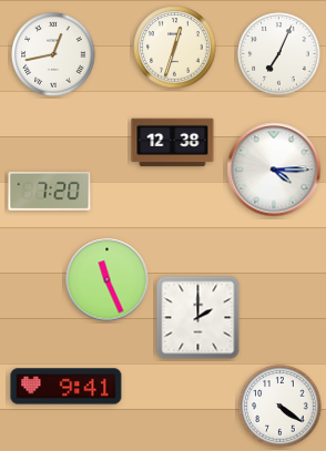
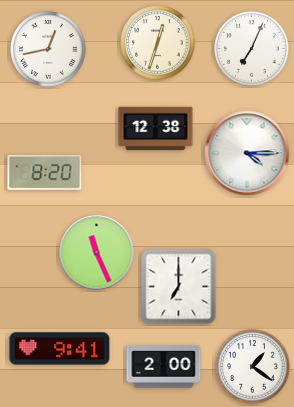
clock at (50, 191): 7:20 -> 8:20
clock at (198, 318): 2:00 -> 7:00
clock at (164, 367): none -> 2:00
clock at (281, 407): 4:21 -> 1:21
